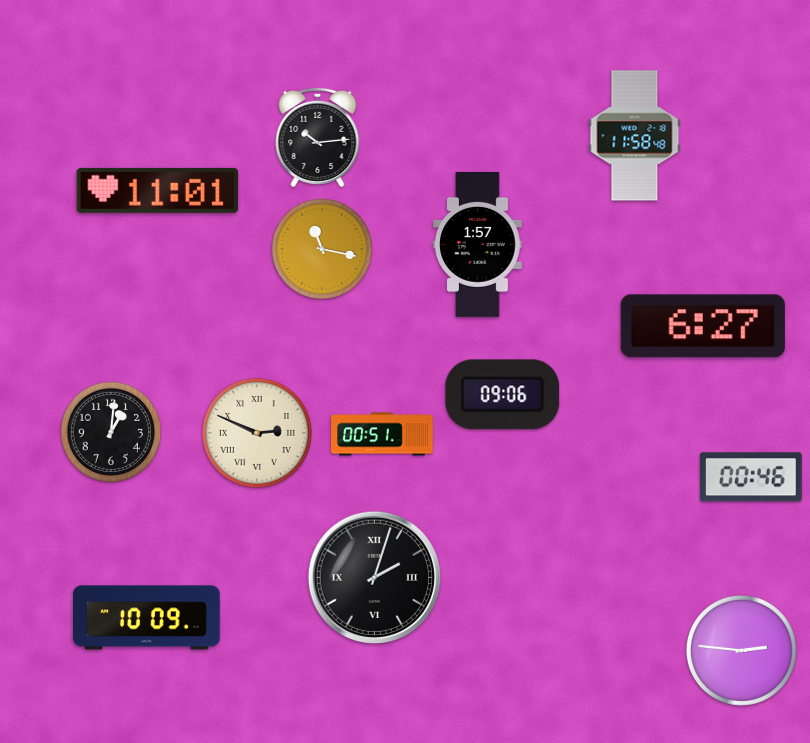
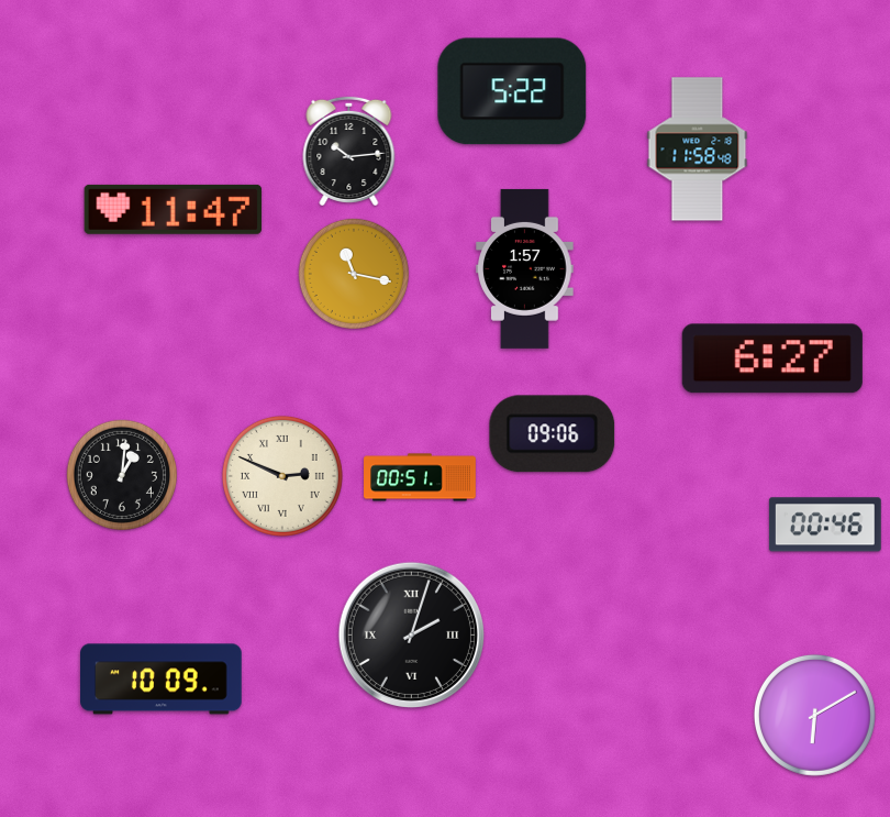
clock at (512, 91): none -> 5:22
clock at (158, 190): 11:01 -> 11:47
clock at (741, 650): 2:46 -> 6:10
